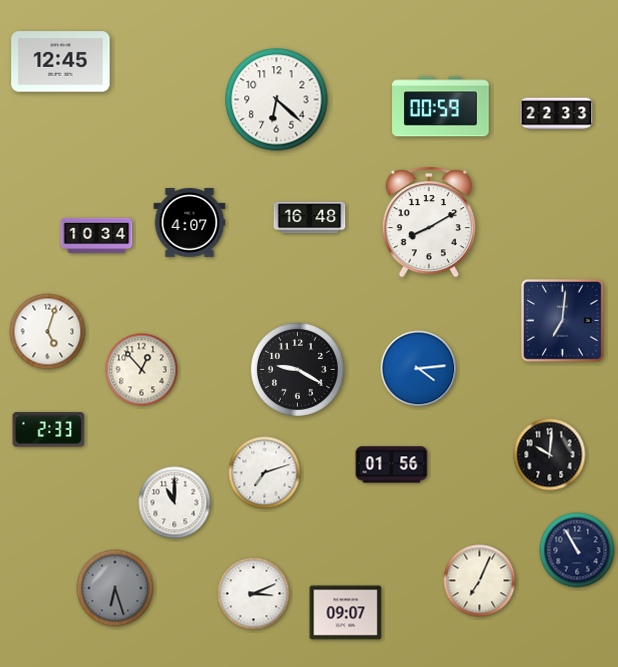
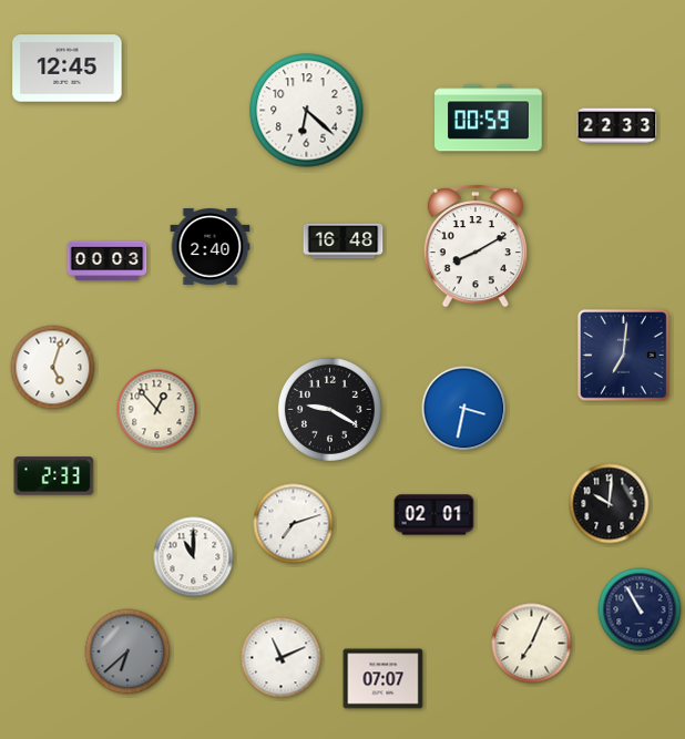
clock at (190, 223): 4:07 -> 2:40
clock at (97, 236): 10:34 -> 00:03
clock at (419, 369): 4:14 -> 3:32
clock at (392, 465): 01:56 -> 02:01
clock at (115, 588): 6:27 -> 6:38
clock at (254, 594): 3:11 -> 11:11
clock at (346, 613): 09:07 -> 07:07
